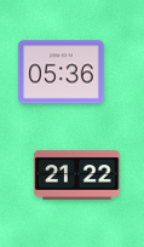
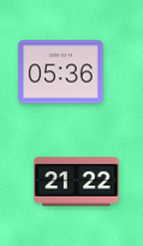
clock at (77, 176) position: (77, 176) -> (77, 182)
